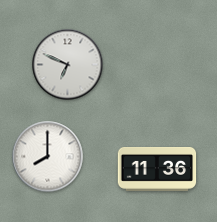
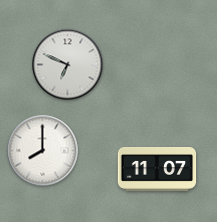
clock at (48, 157) position: (48, 157) -> (43, 151)
clock at (157, 170): 11:36 -> 11:07
